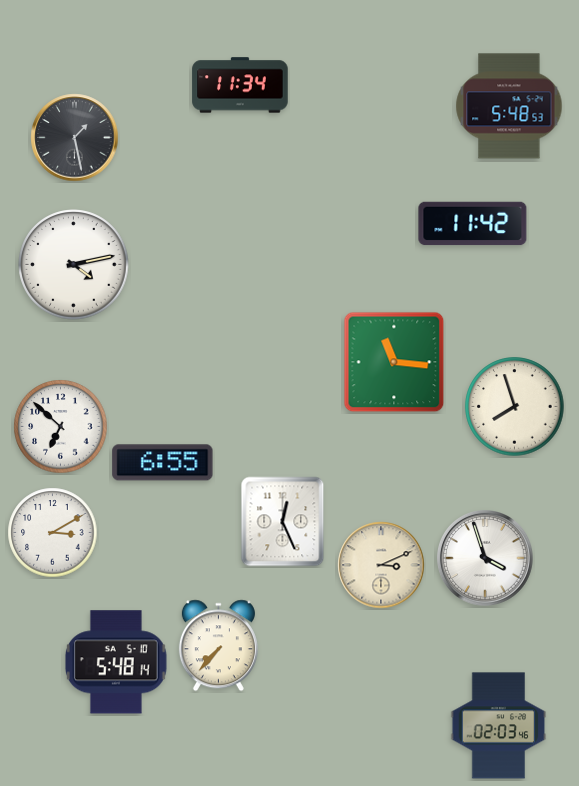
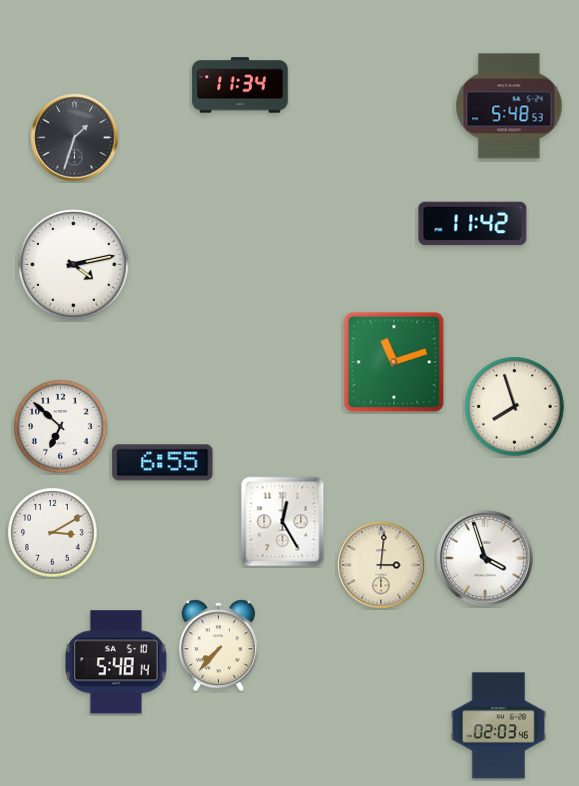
clock at (75, 138): 1:28 -> 1:33
clock at (394, 362): 11:16 -> 11:12
clock at (283, 522): 12:26 -> 12:25
clock at (381, 565): 3:11 -> 3:01
